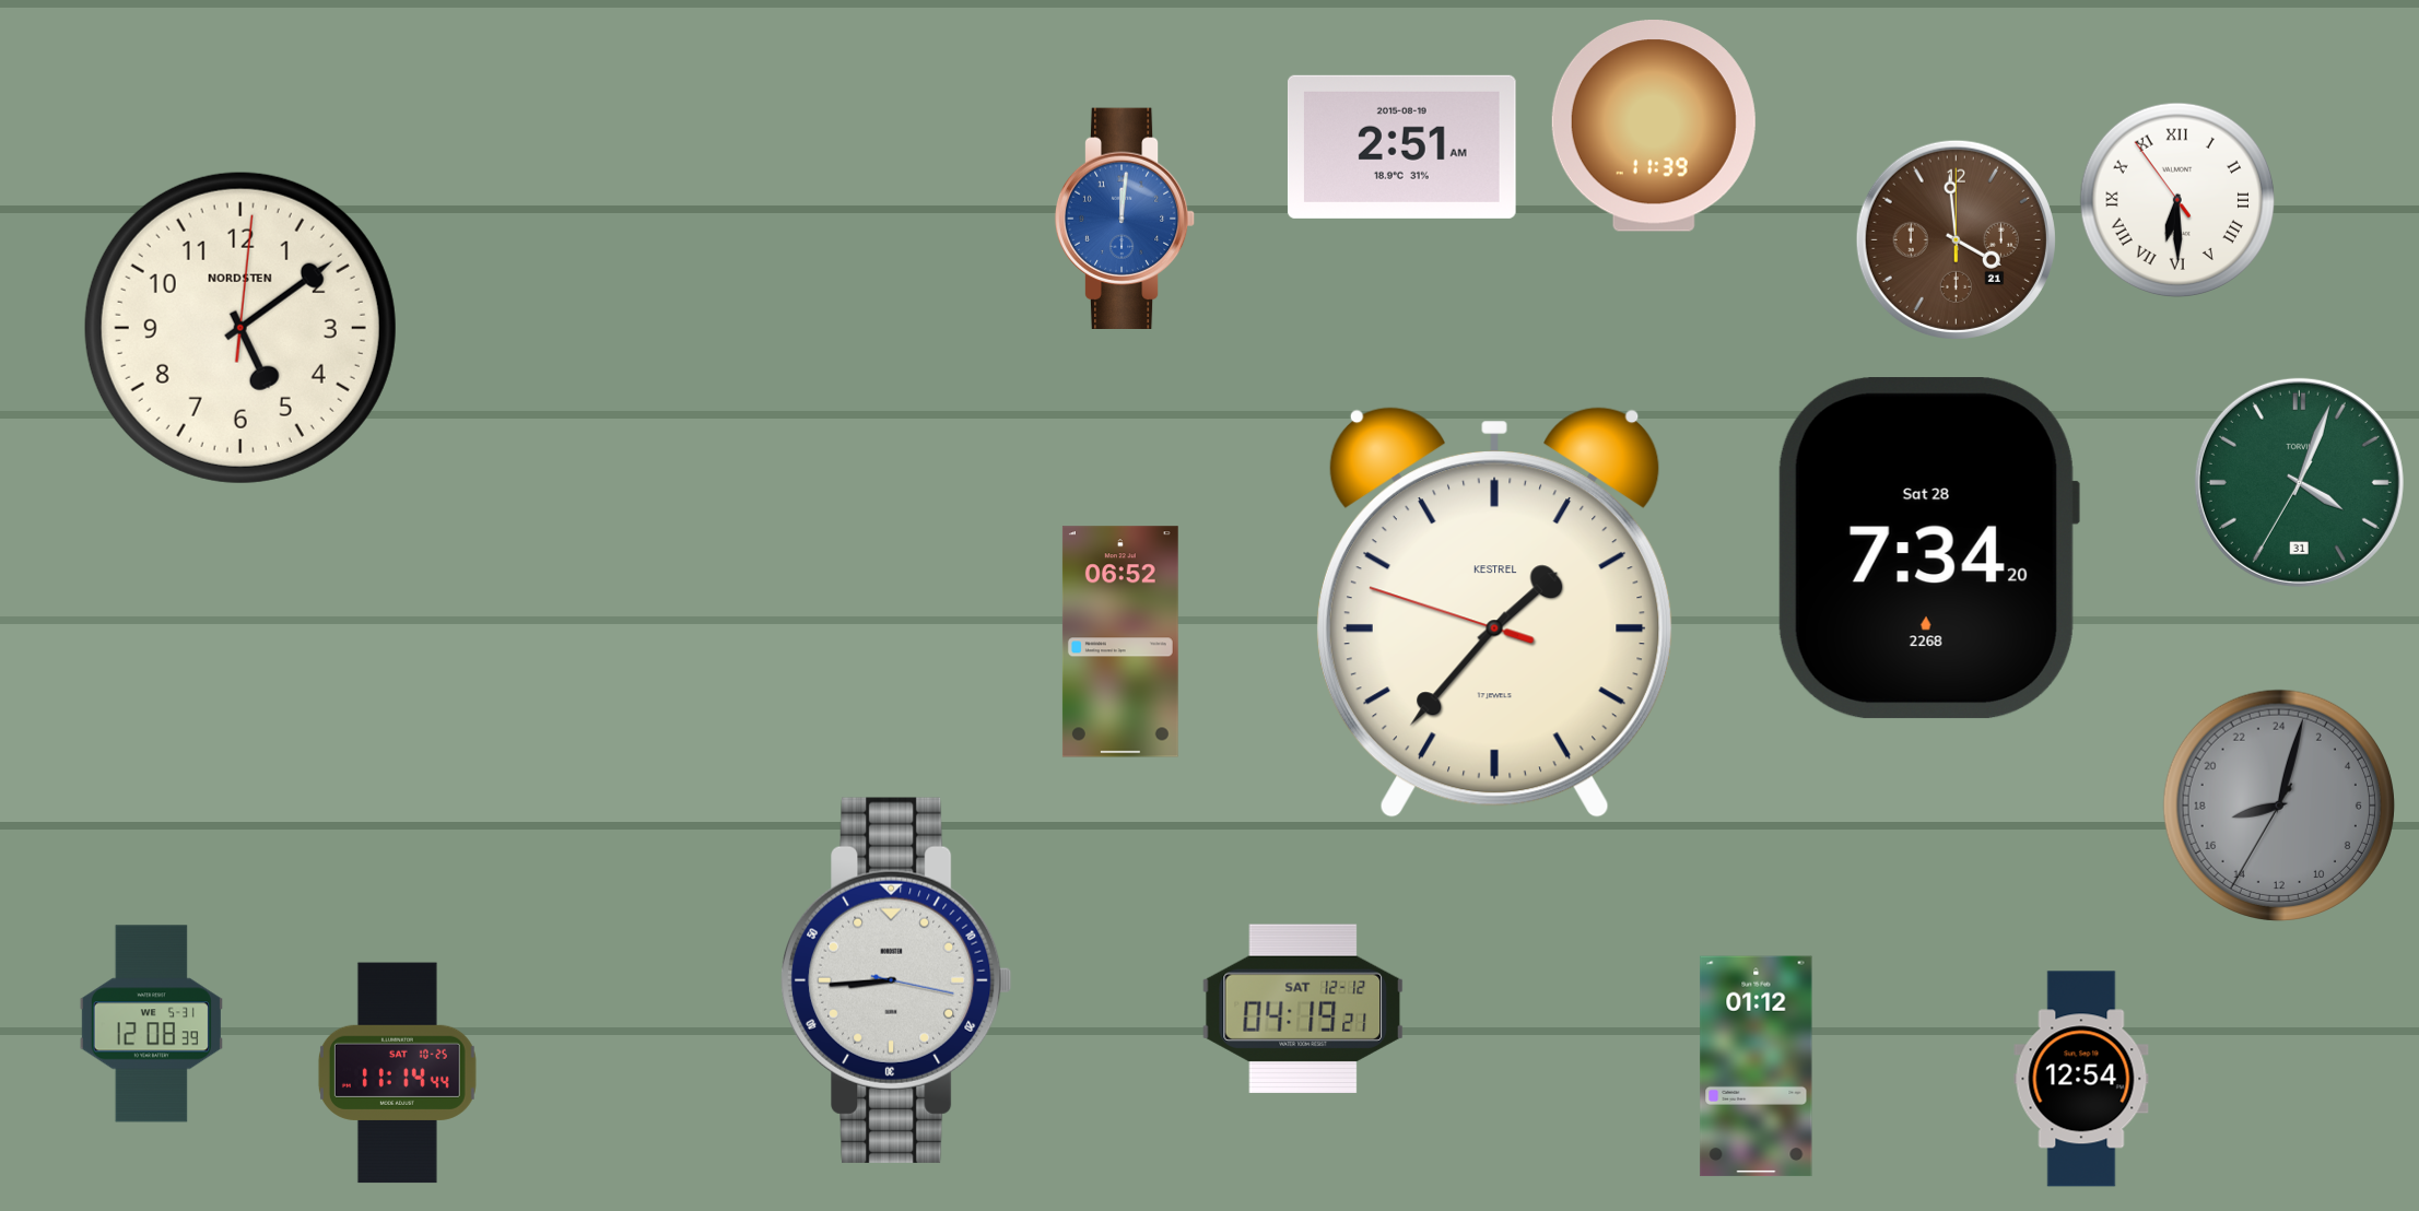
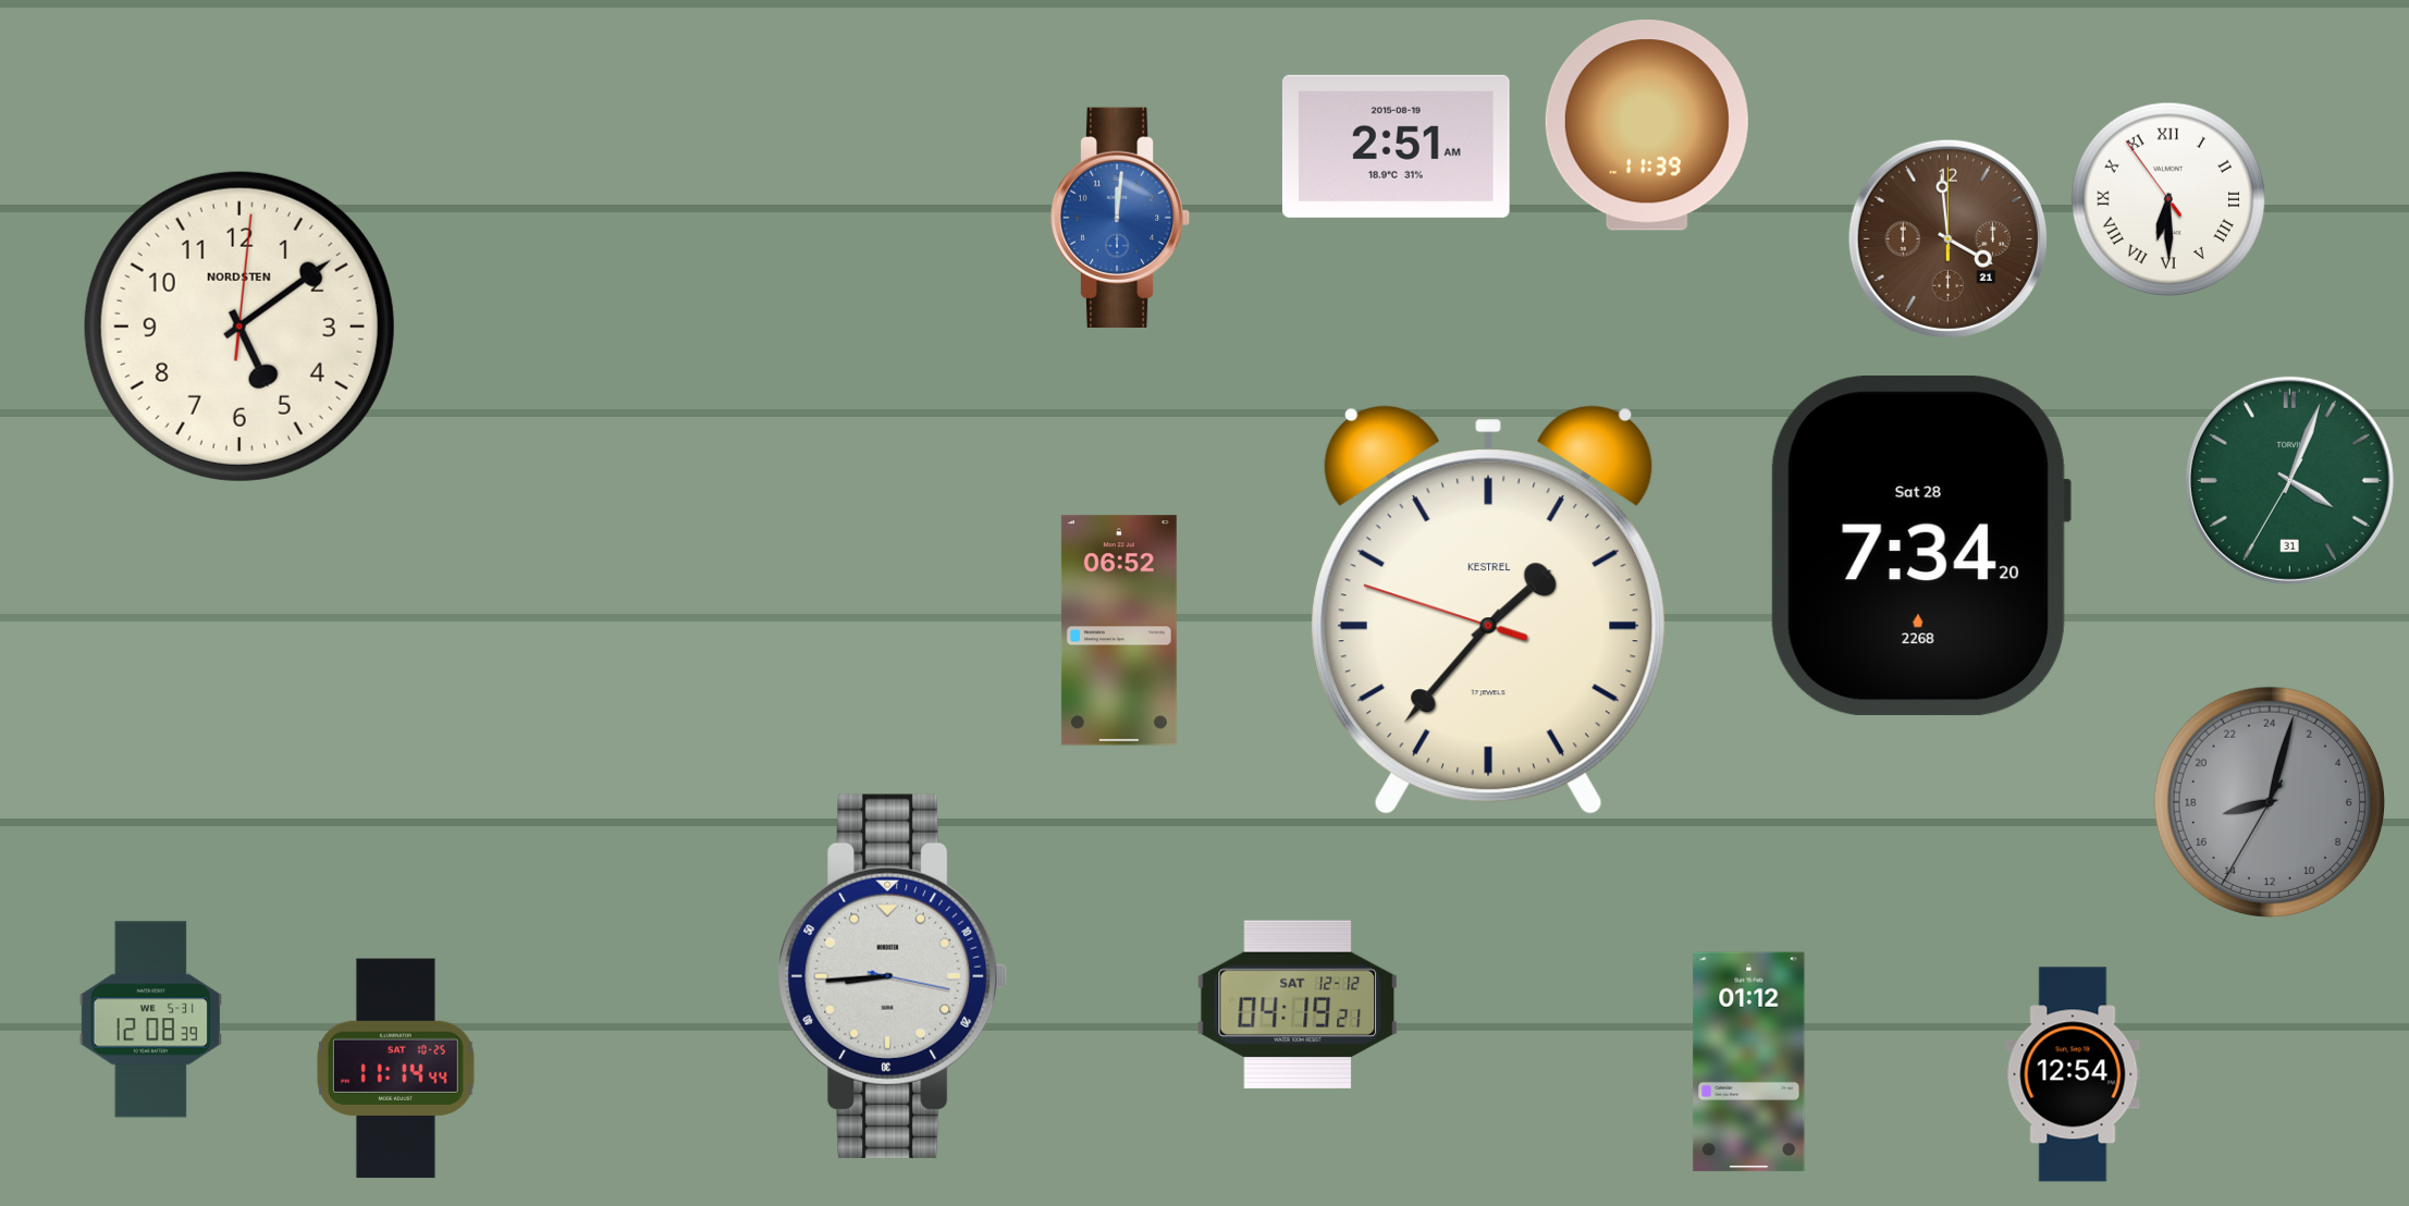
clock at (1120, 642) position: (1120, 642) -> (1119, 630)
